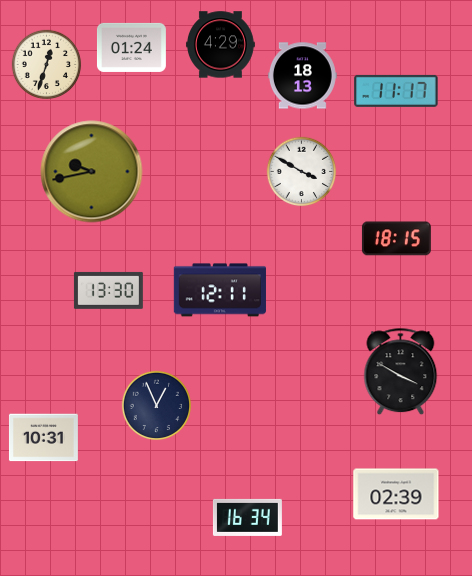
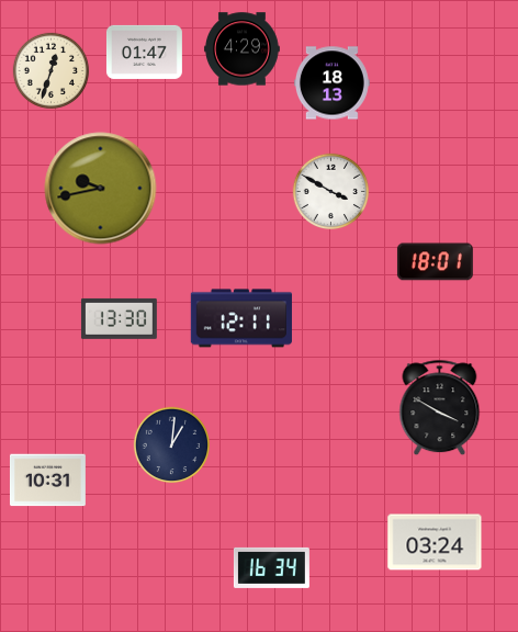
clock at (131, 47): 01:24 -> 01:47
clock at (396, 91): 11:17 -> none
clock at (302, 172) position: (302, 172) -> (331, 192)
clock at (396, 239): 18:15 -> 18:01
clock at (157, 406): 12:56 -> 1:01
clock at (396, 494): 02:39 -> 03:24
